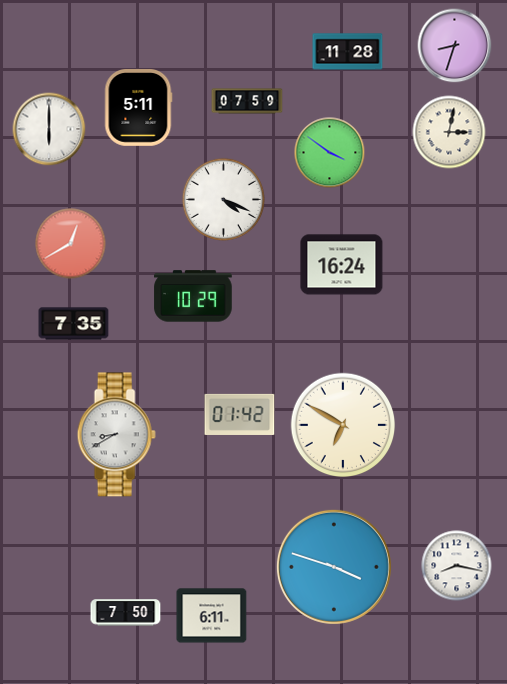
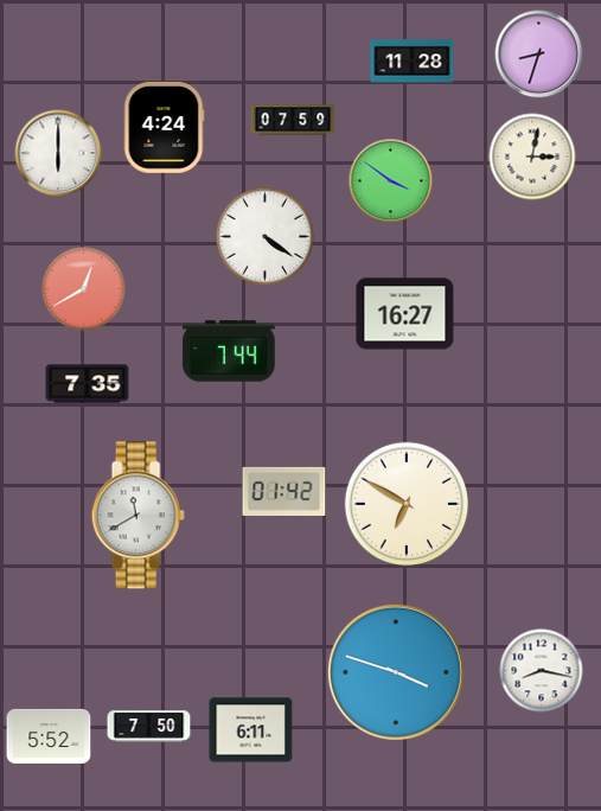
clock at (138, 108): 5:11 -> 4:24
clock at (223, 199): 4:19 -> 4:21
clock at (342, 265): 16:24 -> 16:27
clock at (193, 296): 10:29 -> 7:44
clock at (116, 435): 8:40 -> 11:40
clock at (49, 736): none -> 5:52
